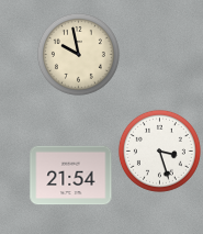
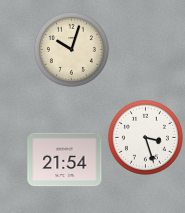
clock at (78, 54): 9:58 -> 10:03
